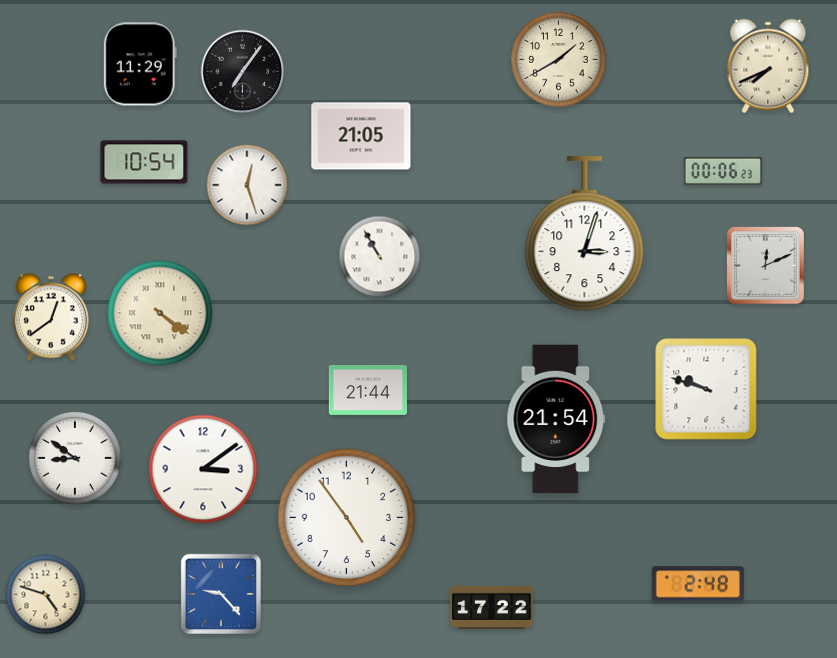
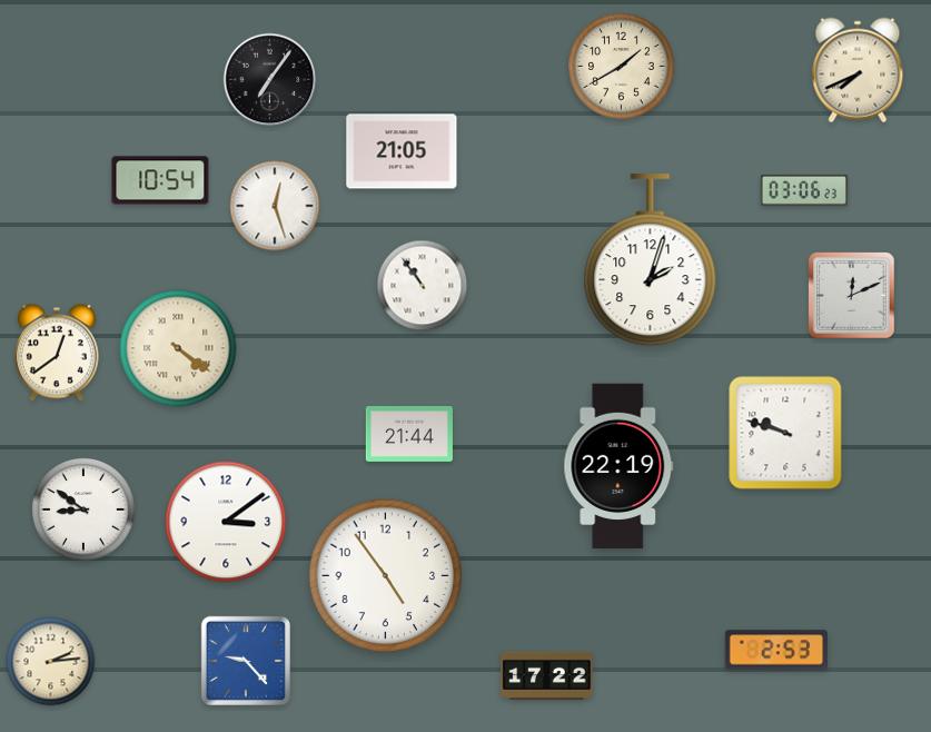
clock at (140, 64): 11:29 -> none
clock at (768, 66) position: (768, 66) -> (858, 70)
clock at (723, 171): 00:06 -> 03:06
clock at (585, 234): 3:03 -> 2:03
clock at (380, 257): 10:55 -> 10:54
clock at (556, 419): 21:54 -> 22:19
clock at (698, 584): 2:48 -> 2:53
clock at (46, 595): 4:48 -> 2:14
